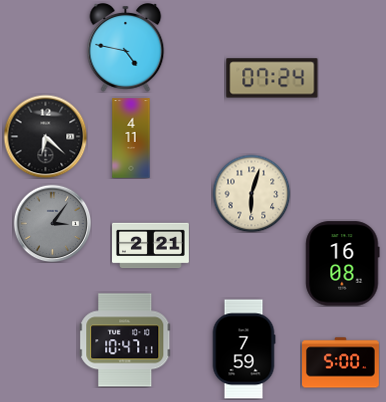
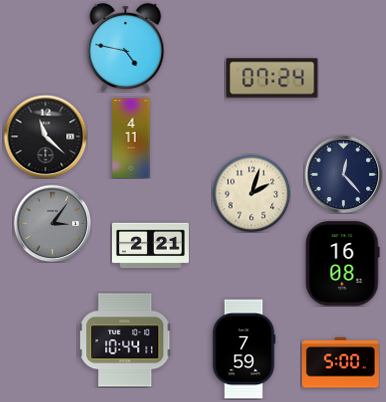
clock at (45, 136): 6:22 -> 11:22
clock at (343, 174): none -> 12:23
clock at (251, 193): 6:03 -> 2:03
clock at (125, 340): 10:47 -> 10:44
